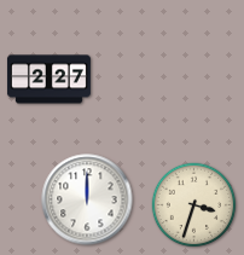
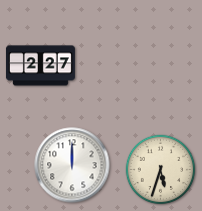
clock at (194, 205): 3:33 -> 5:33
